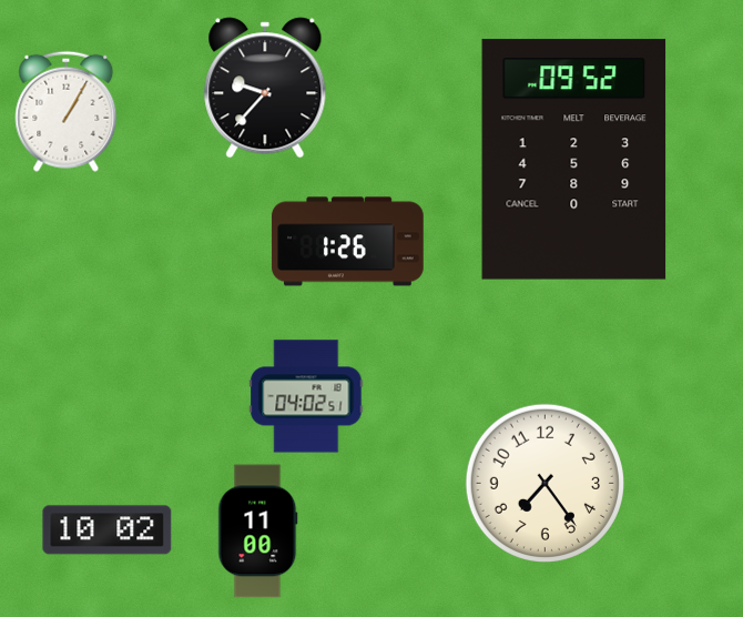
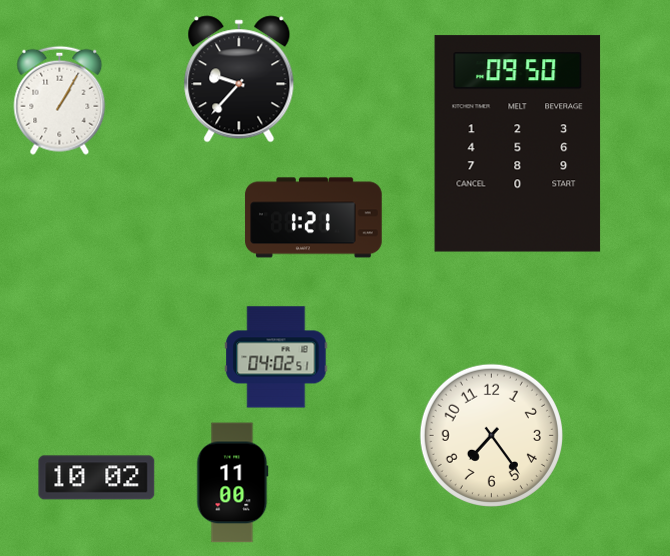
clock at (574, 160): 09:52 -> 09:50
clock at (348, 242): 1:26 -> 1:21
clock at (258, 532) position: (258, 532) -> (233, 483)
